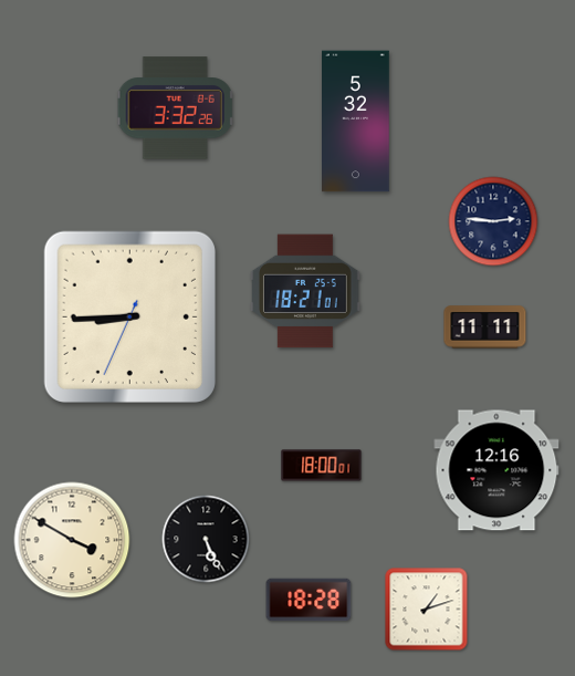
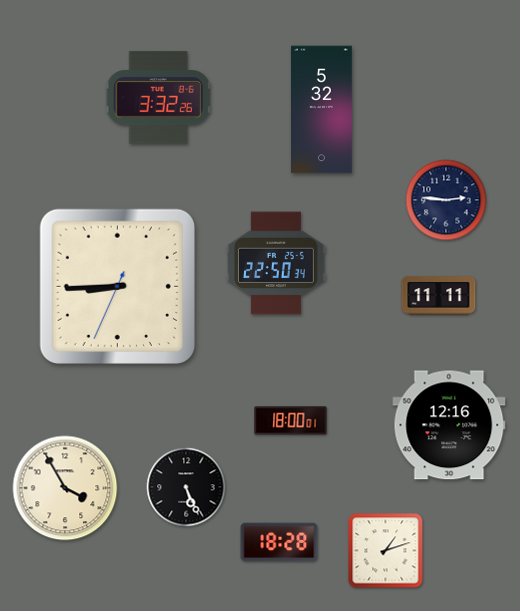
clock at (306, 291): 18:21 -> 22:50
clock at (72, 540): 3:50 -> 3:55
